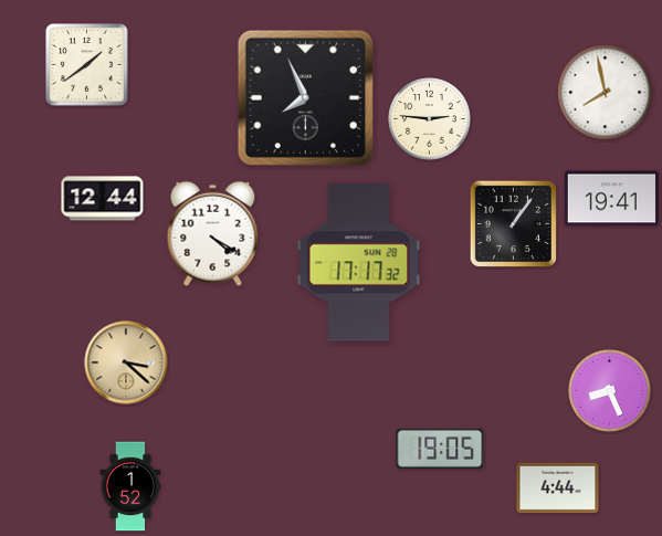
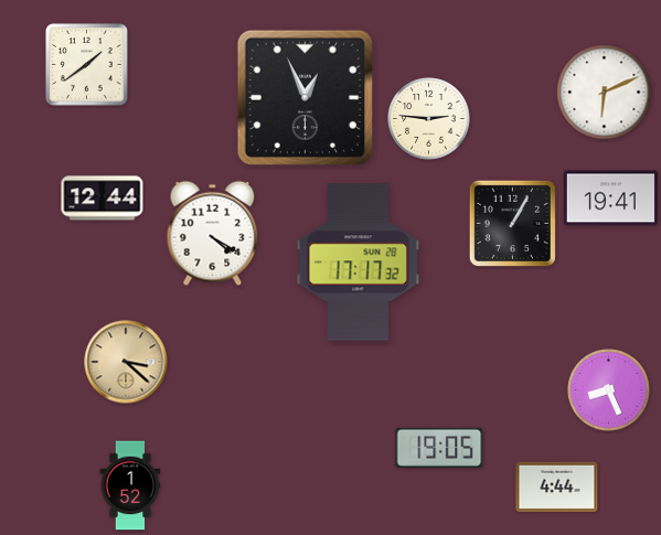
clock at (606, 93): 7:58 -> 6:11
clock at (305, 97): 7:56 -> 12:56
clock at (513, 223): 1:06 -> 1:05
